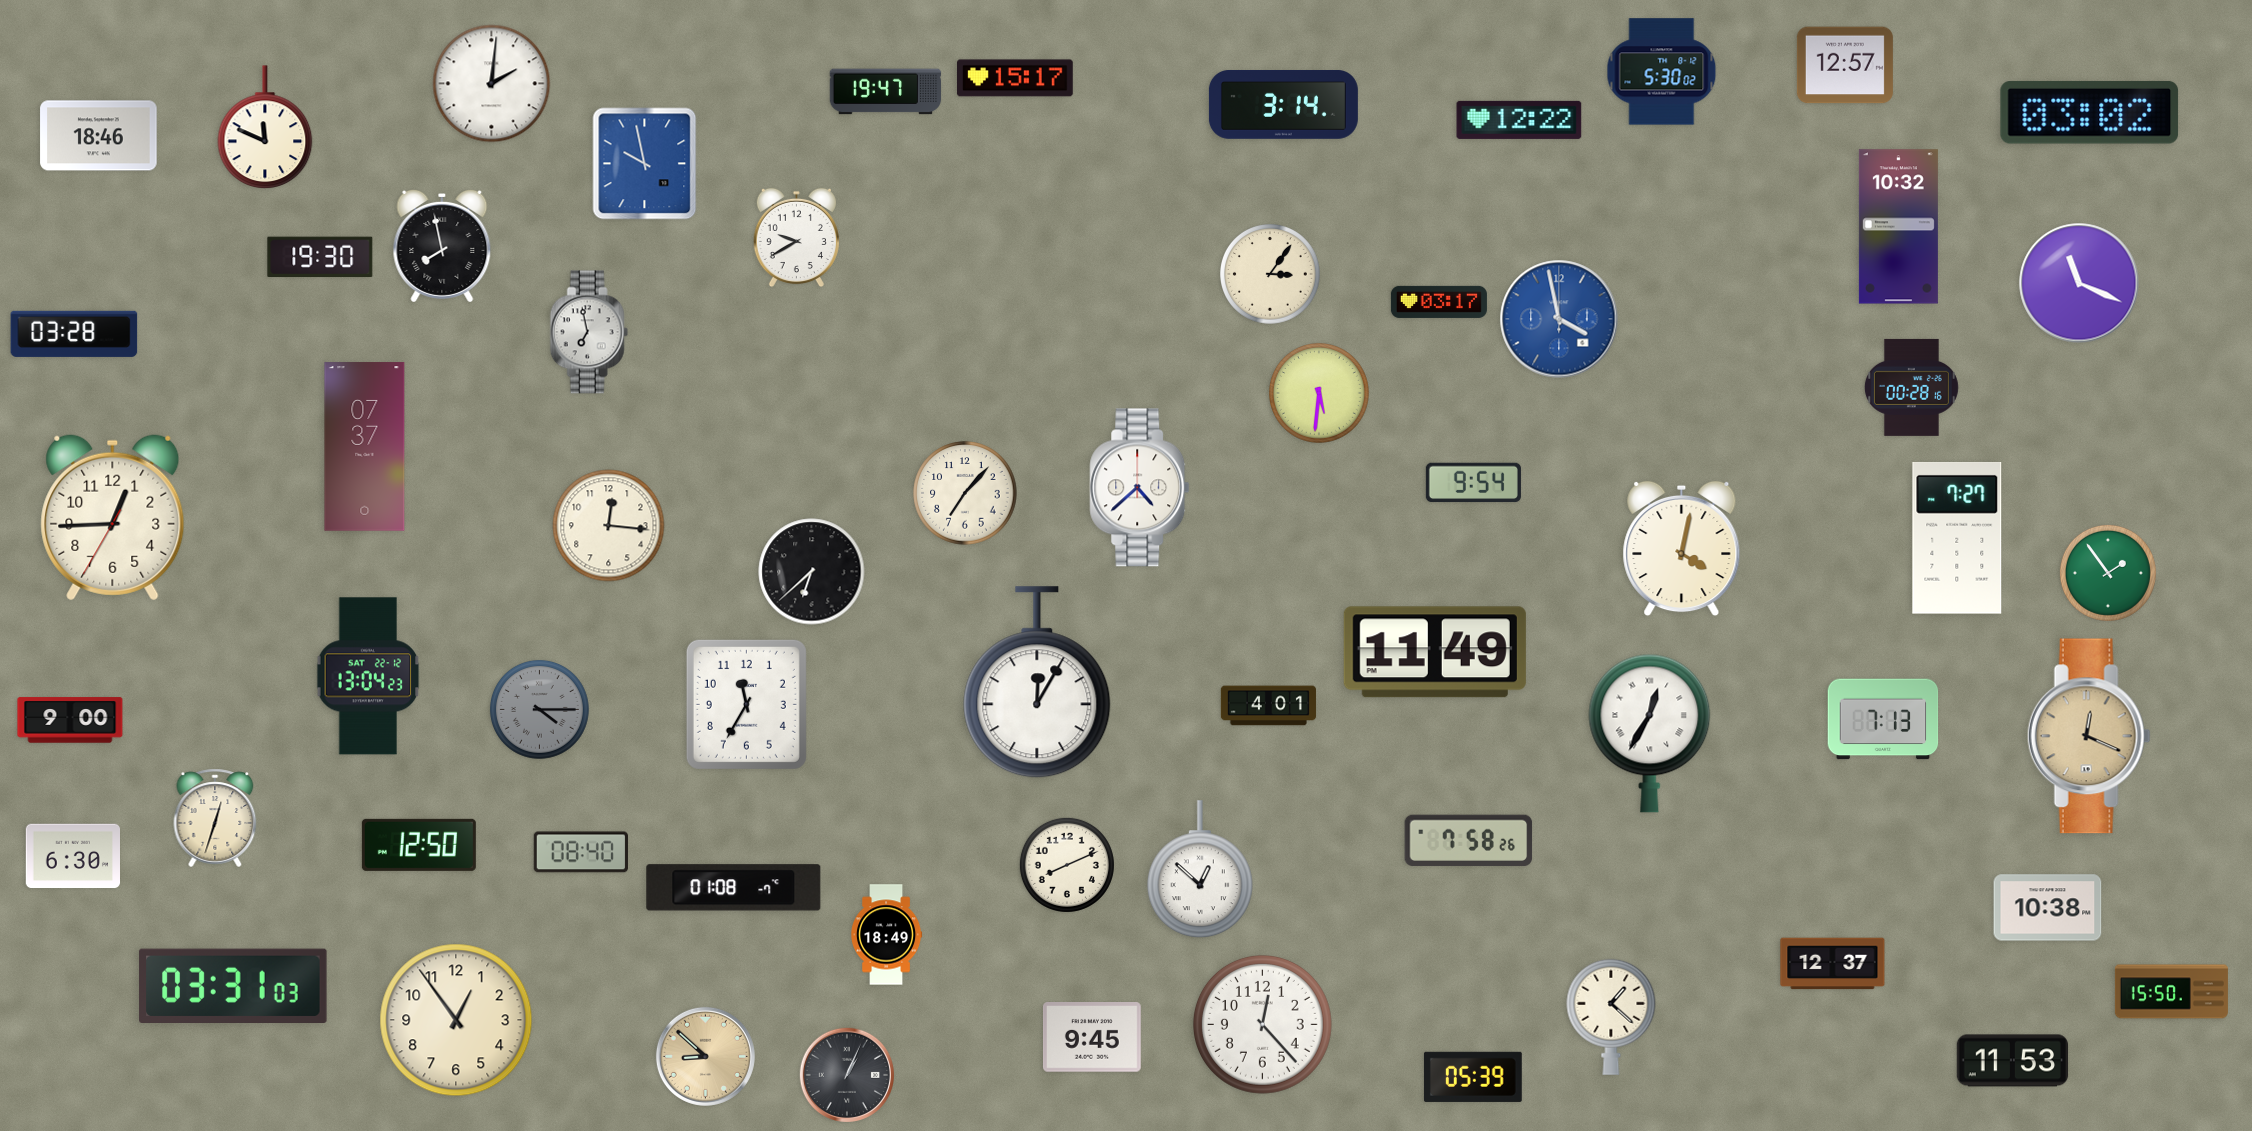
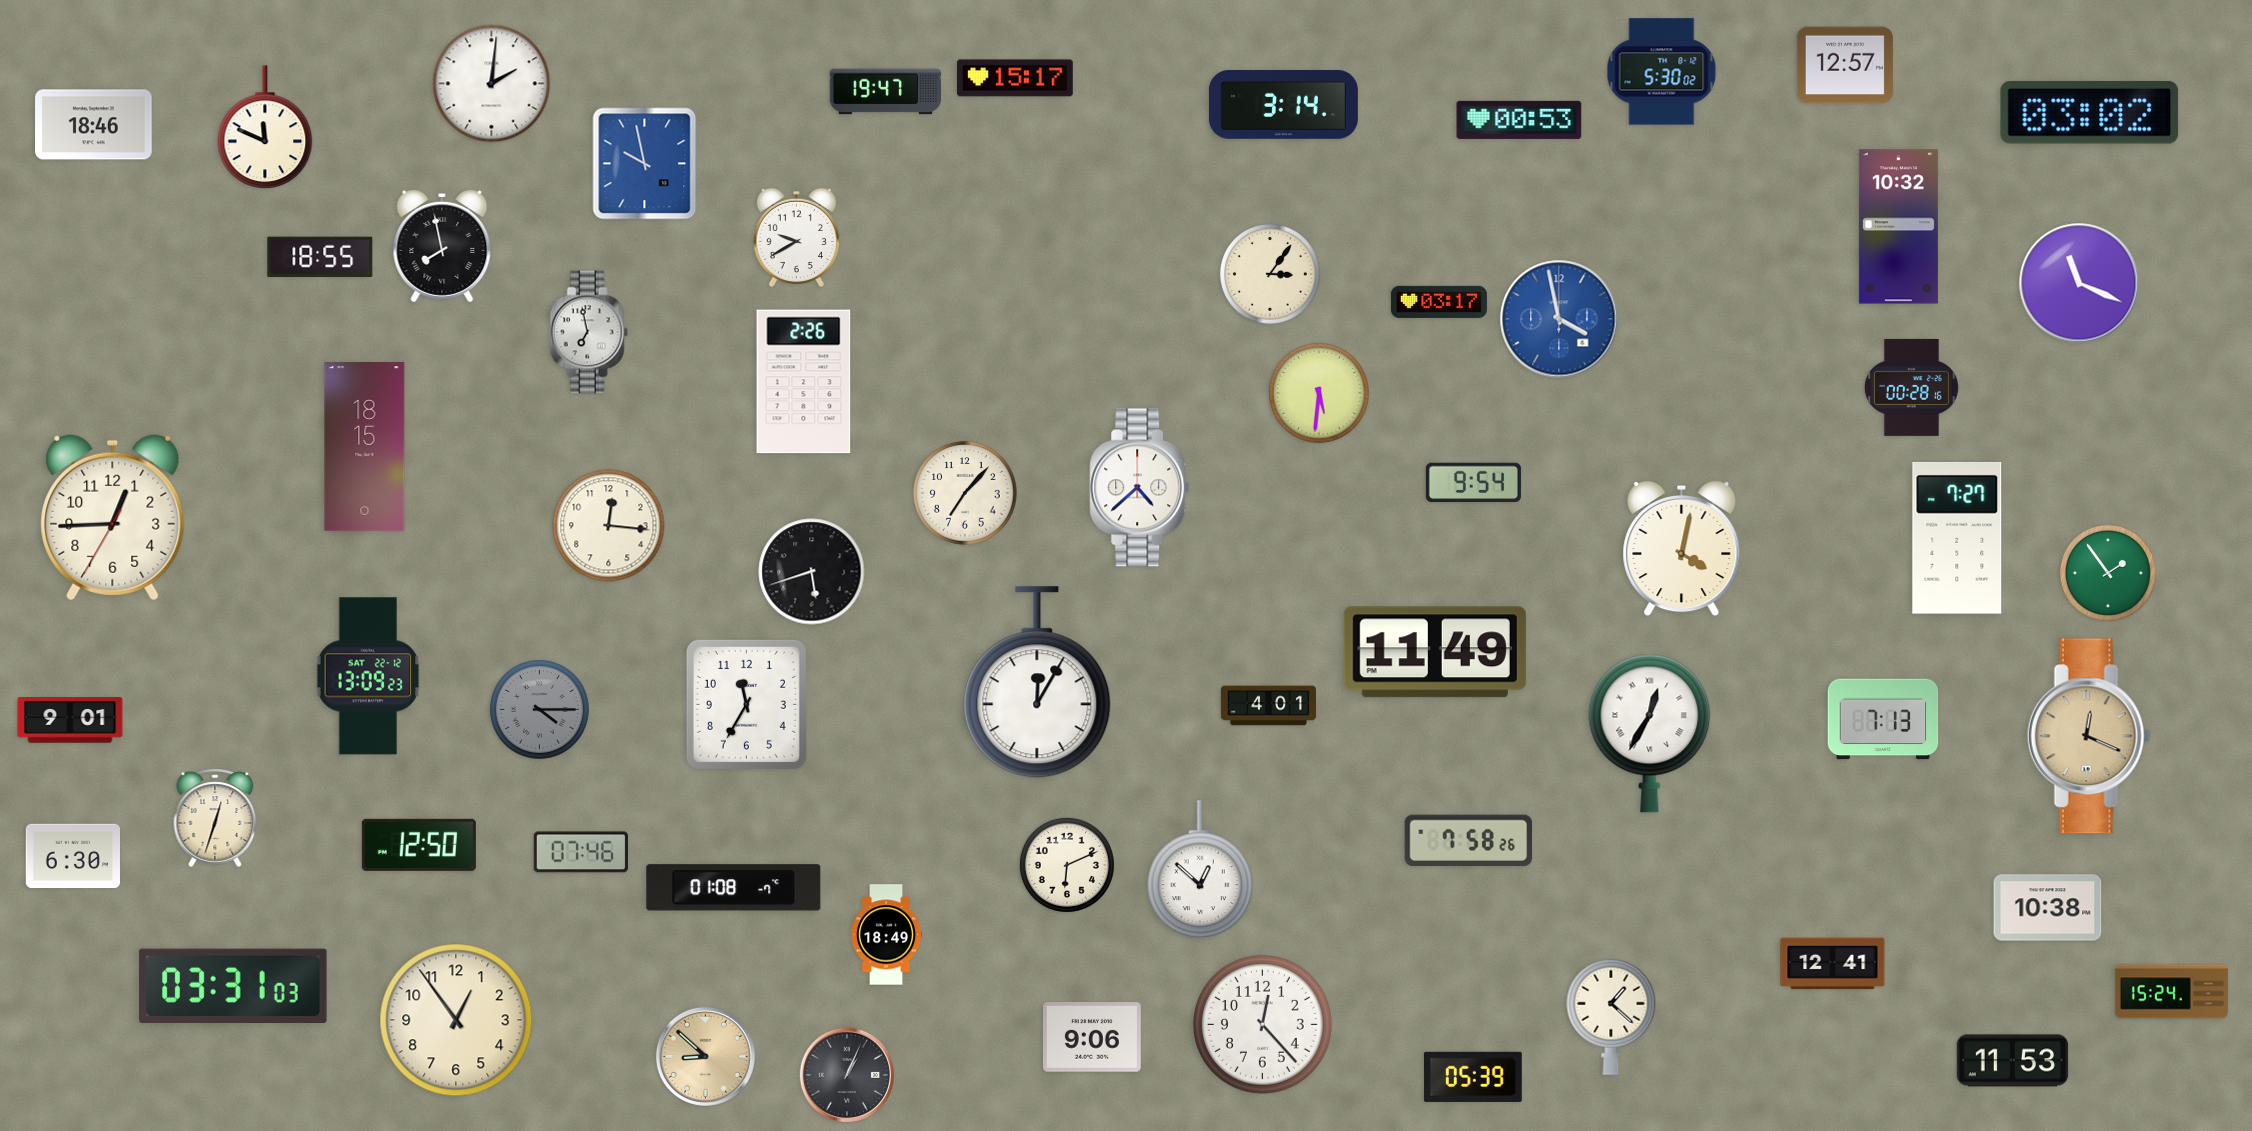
clock at (1519, 120): 12:22 -> 00:53
clock at (99, 136) position: (99, 136) -> (94, 125)
clock at (320, 256): 19:30 -> 18:55
clock at (74, 334): 03:28 -> none
clock at (804, 382): none -> 2:26
clock at (365, 447): 07:37 -> 18:15
clock at (812, 572): 6:38 -> 5:42
clock at (368, 676): 13:04 -> 13:09
clock at (70, 720): 9:00 -> 9:01
clock at (581, 852): 08:40 -> 07:46
clock at (1067, 865): 8:11 -> 6:11
clock at (1833, 964): 12:37 -> 12:41
clock at (2171, 992): 15:50 -> 15:24
clock at (1092, 1037): 9:45 -> 9:06
